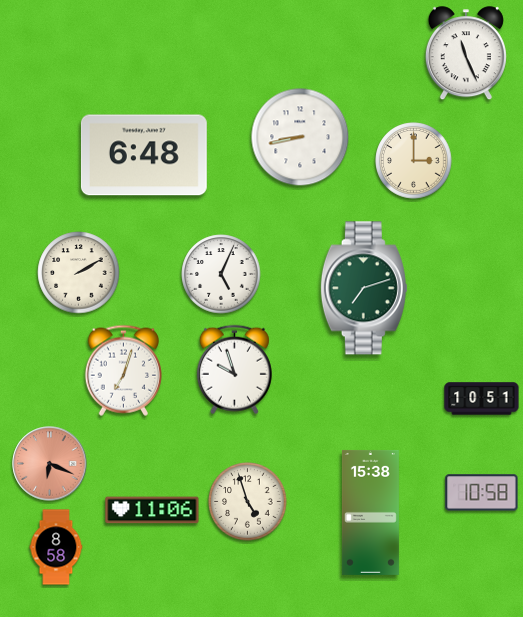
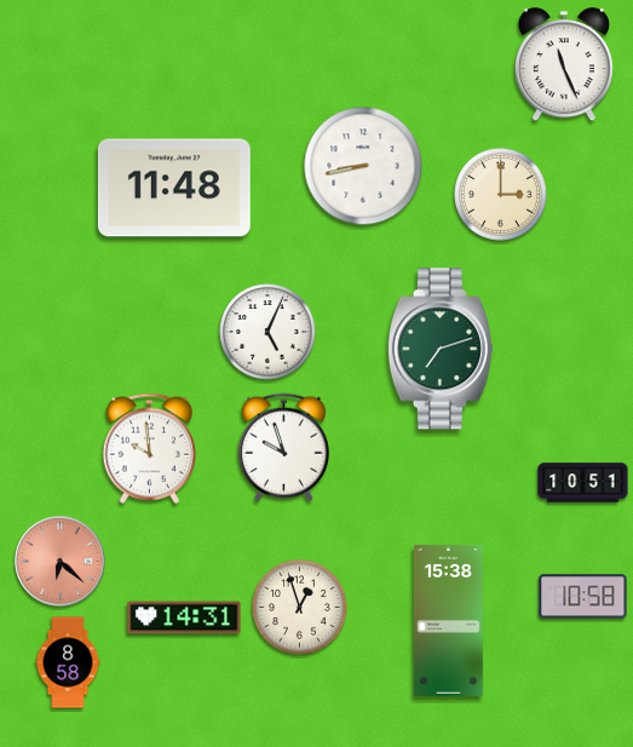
clock at (144, 155): 6:48 -> 11:48
clock at (79, 273): 2:10 -> none
clock at (123, 370): 7:03 -> 9:59
clock at (50, 464): 6:19 -> 6:22
clock at (248, 502): 4:57 -> 12:57
clock at (152, 510): 11:06 -> 14:31
